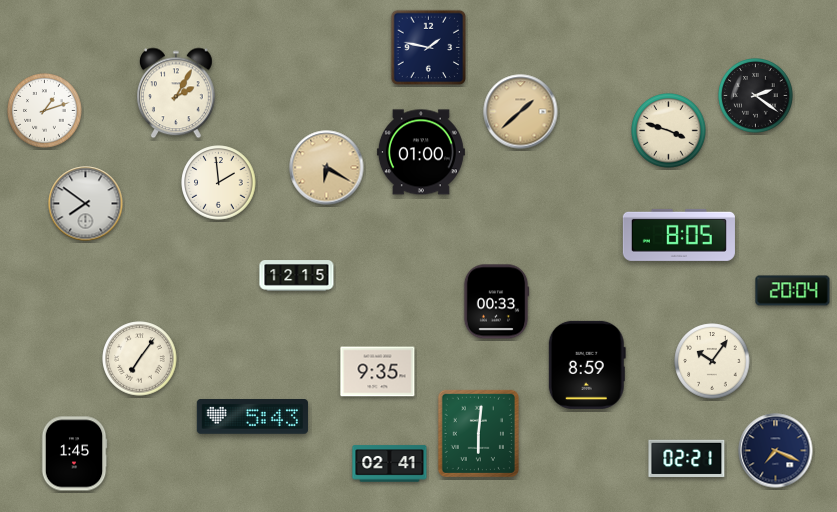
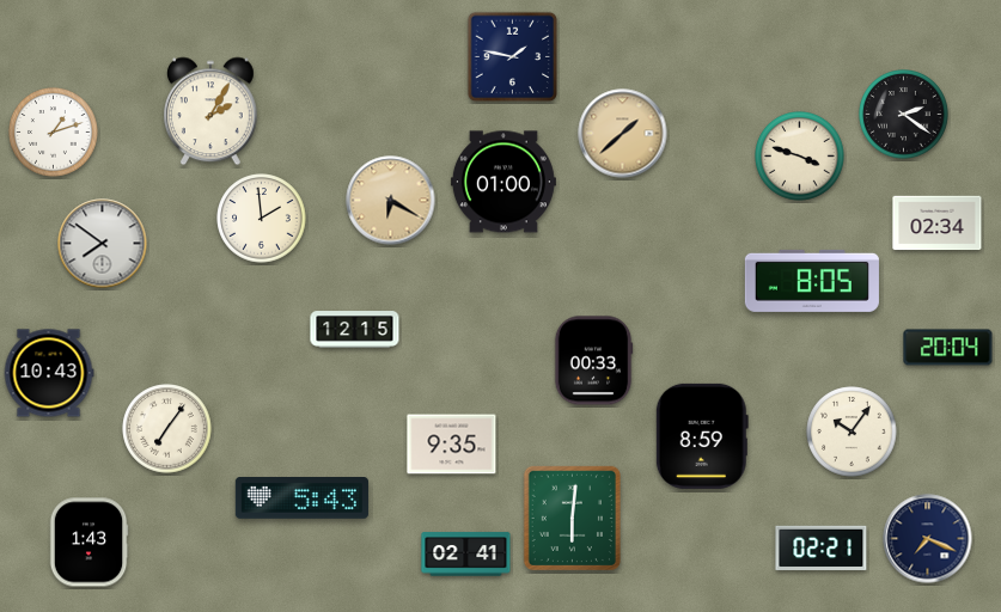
clock at (938, 224): none -> 02:34
clock at (49, 373): none -> 10:43
clock at (74, 454): 1:45 -> 1:43
